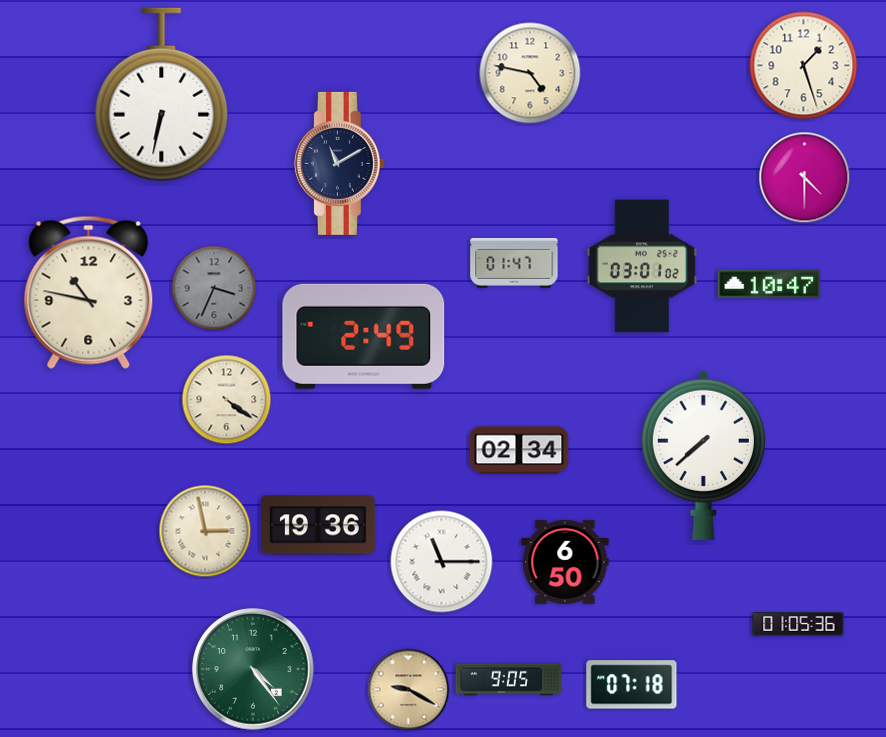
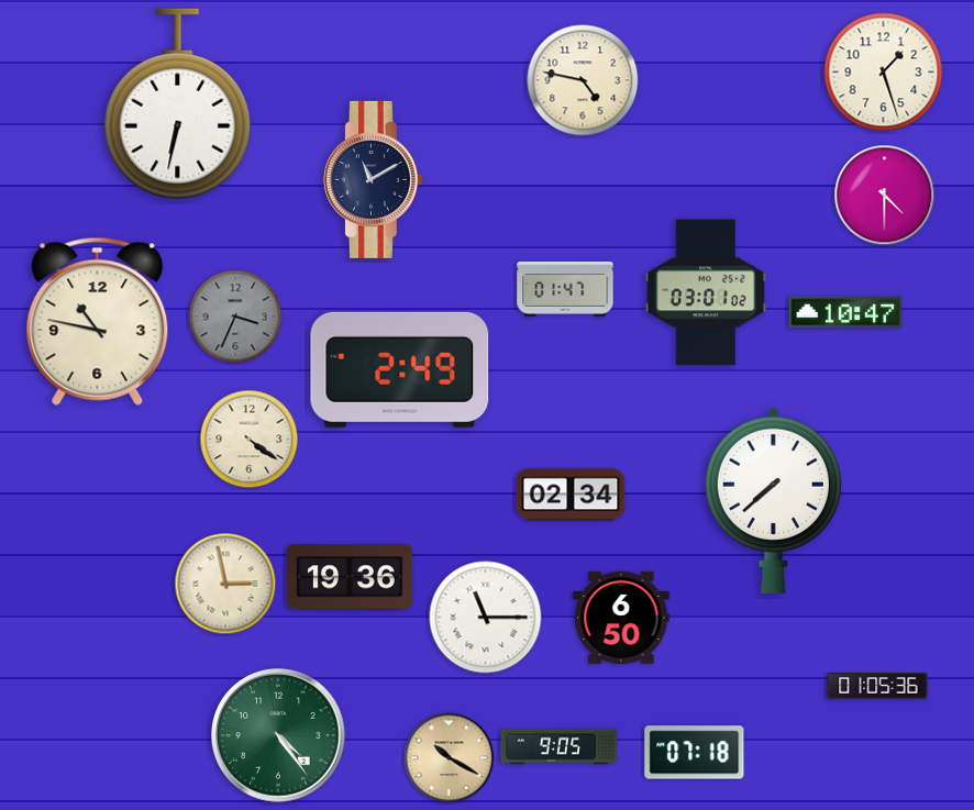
clock at (409, 690): 9:20 -> 10:20
